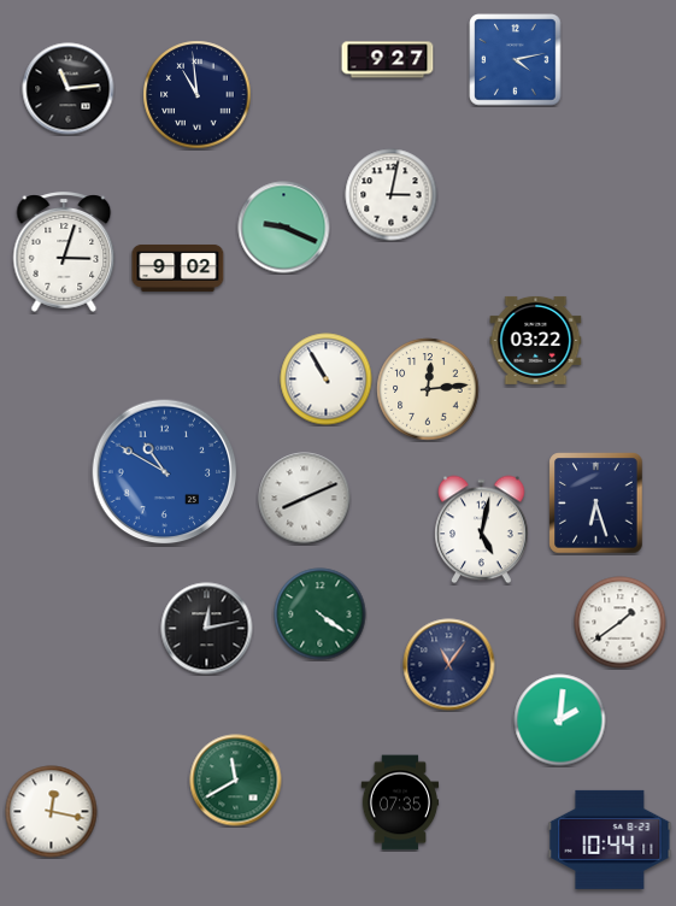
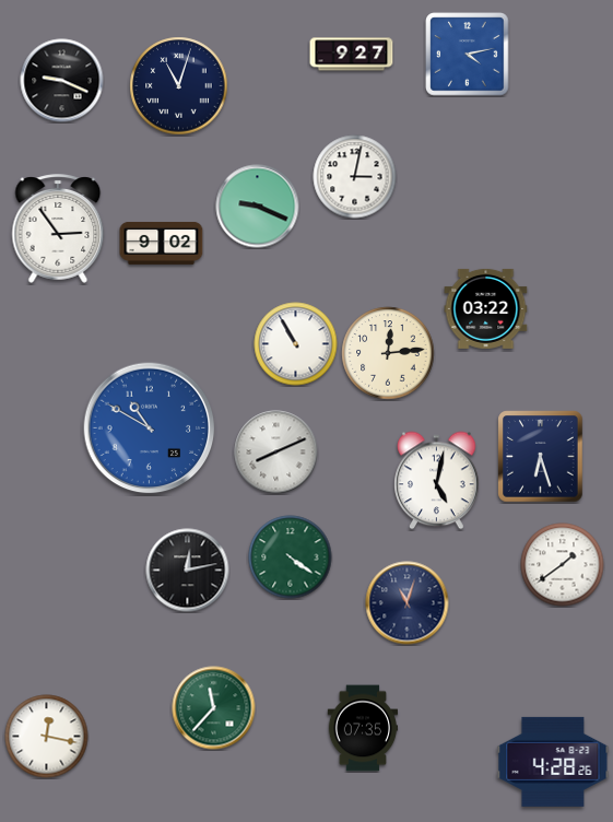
clock at (69, 89): 11:14 -> 9:19
clock at (198, 95): 10:59 -> 11:03
clock at (64, 252): 3:03 -> 2:54
clock at (449, 665): 11:06 -> 11:03
clock at (560, 720): 2:01 -> none
clock at (236, 781): 11:40 -> 11:37
clock at (610, 840): 10:44 -> 4:28
